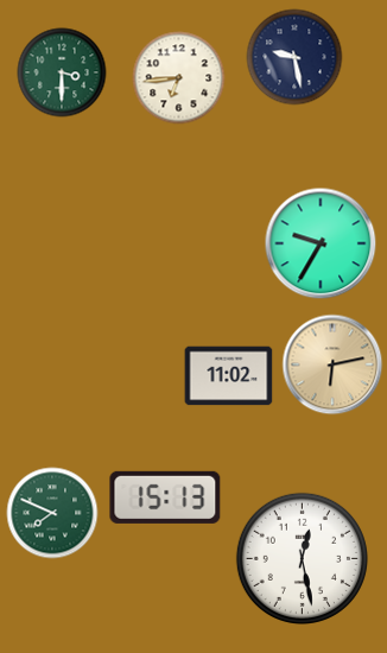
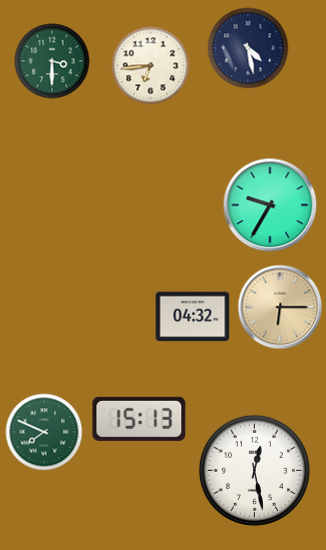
clock at (294, 57): 9:28 -> 4:28
clock at (332, 364): 6:13 -> 6:15
clock at (229, 376): 11:02 -> 04:32
